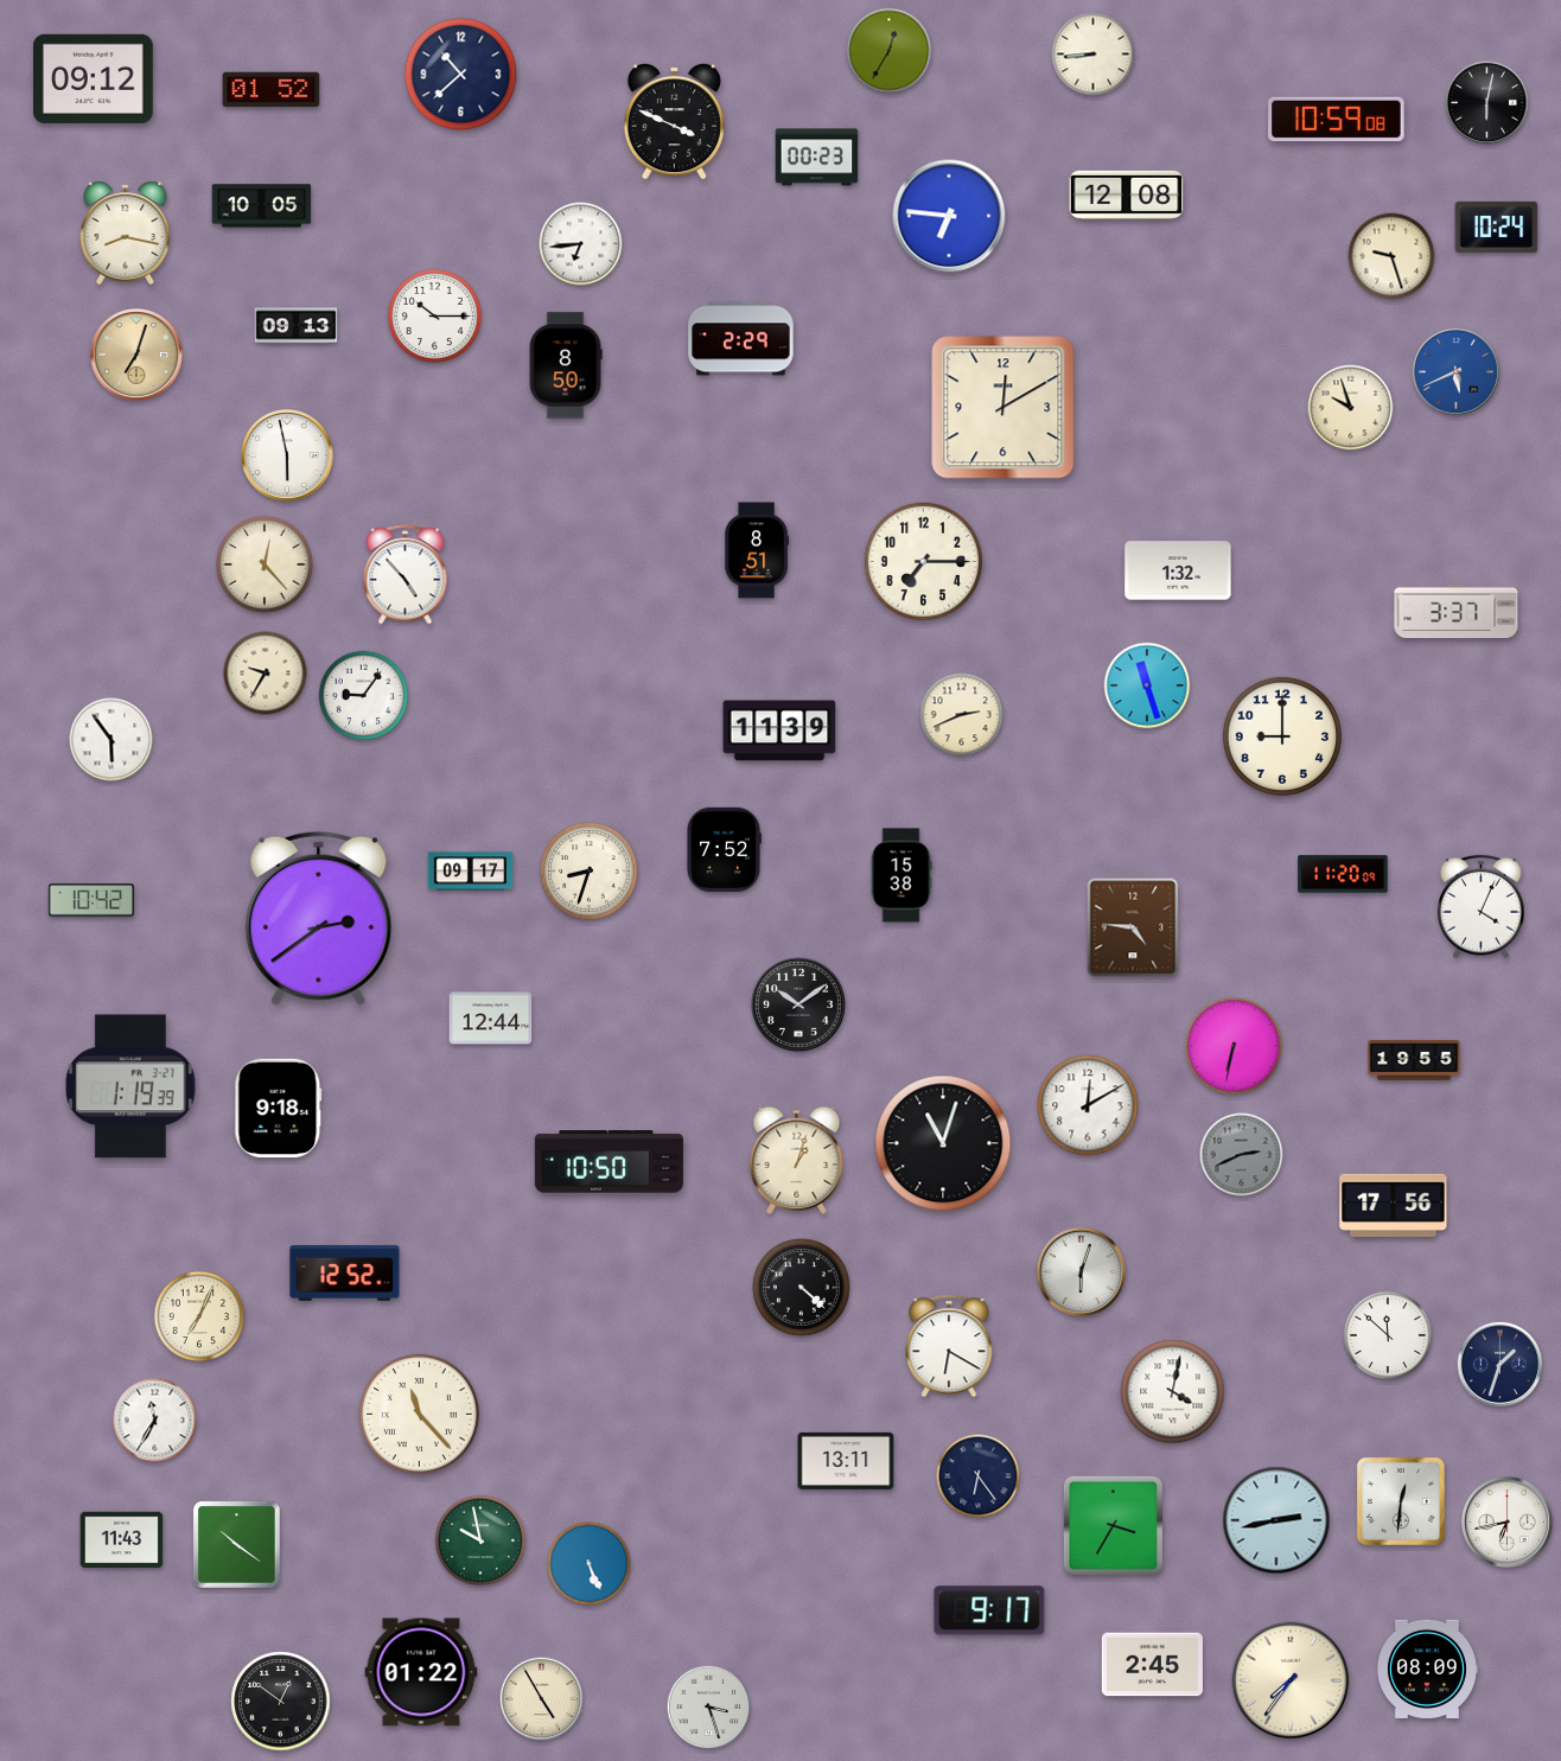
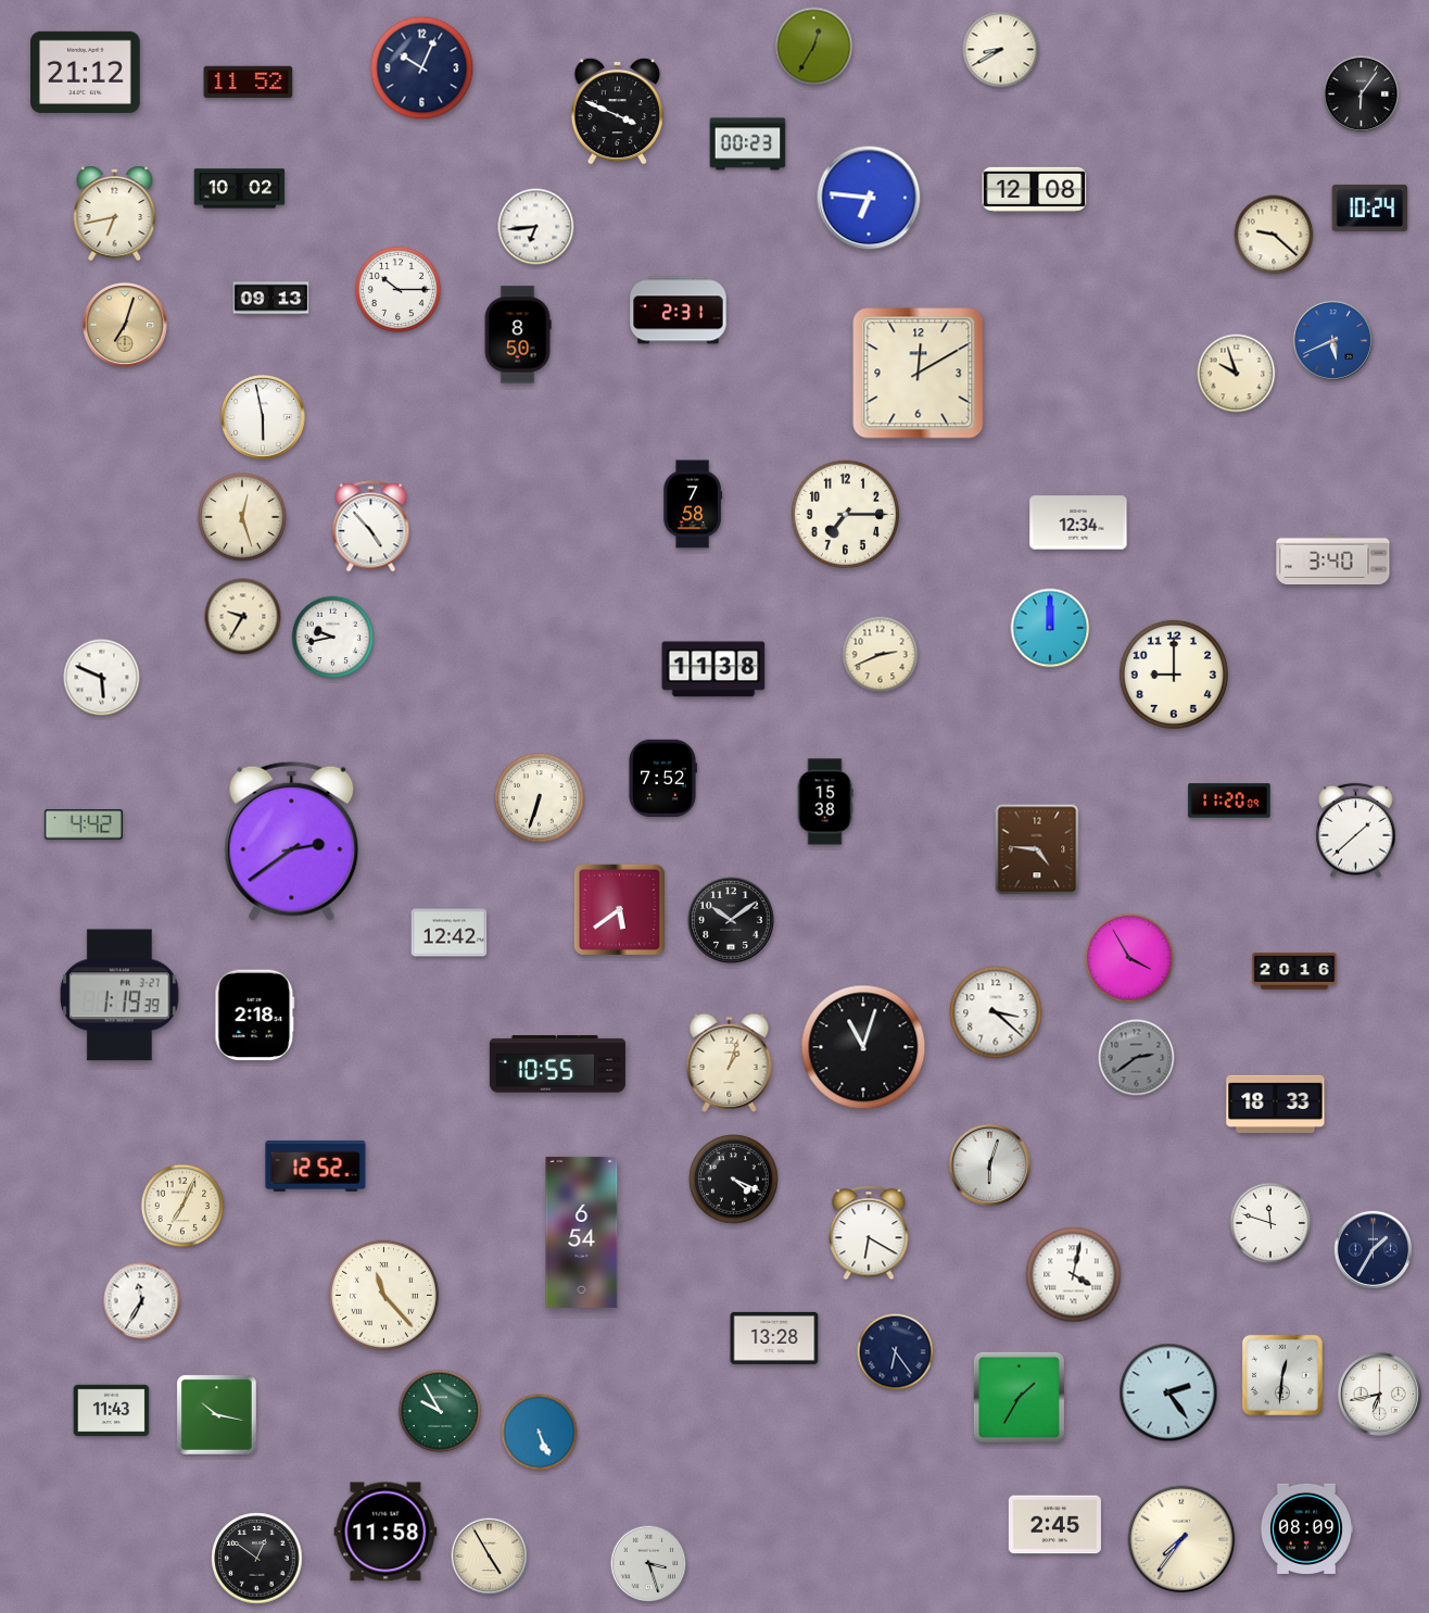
clock at (1094, 55): 8:44 -> 8:40
clock at (461, 75): 10:38 -> 10:04
clock at (94, 78): 09:12 -> 21:12
clock at (272, 90): 01:52 -> 11:52
clock at (1487, 103): 6:02 -> 6:06
clock at (1337, 120): 10:59 -> none
clock at (1127, 194) position: (1127, 194) -> (1035, 189)
clock at (262, 206): 10:05 -> 10:02
clock at (126, 232): 8:17 -> 6:43
clock at (581, 244) position: (581, 244) -> (536, 227)
clock at (1391, 256): 9:27 -> 9:22
clock at (741, 339): 2:29 -> 2:31
clock at (756, 550): 8:51 -> 7:58
clock at (265, 564): 12:23 -> 12:27
clock at (1178, 570): 1:32 -> 12:34
clock at (1457, 612): 3:37 -> 3:40
clock at (1147, 685): 11:27 -> 12:00
clock at (364, 696): 9:06 -> 9:43
clock at (779, 730): 11:39 -> 11:38
clock at (111, 740): 5:54 -> 5:49
clock at (471, 872): 09:17 -> none
clock at (590, 872): 8:33 -> 6:33
clock at (91, 900): 10:42 -> 4:42
clock at (1482, 907): 4:04 -> 1:38
clock at (619, 909): none -> 5:39
clock at (491, 1019): 12:44 -> 12:42
clock at (1234, 1046): 6:32 -> 3:55
clock at (1414, 1060): 19:55 -> 20:16
clock at (1088, 1105): 12:10 -> 3:22
clock at (279, 1109): 9:18 -> 2:18
clock at (1242, 1155): 2:41 -> 2:39
clock at (609, 1162): 10:50 -> 10:55
clock at (1394, 1205): 17:56 -> 18:33
clock at (802, 1288): 4:22 -> 4:19
clock at (1388, 1335): 11:52 -> 11:48
clock at (582, 1232): none -> 6:54
clock at (1501, 1365): 1:33 -> 1:35
clock at (846, 1461): 13:11 -> 13:28
clock at (1276, 1520): 2:43 -> 2:24
clock at (1113, 1525): 3:35 -> 1:35
clock at (480, 1540): 9:58 -> 9:55
clock at (236, 1544): 10:21 -> 10:17
clock at (989, 1610): 9:17 -> none
clock at (421, 1672): 01:22 -> 11:58
clock at (542, 1699) position: (542, 1699) -> (490, 1557)
